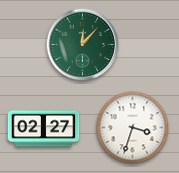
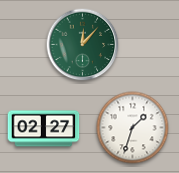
clock at (133, 128): 3:33 -> 1:33
